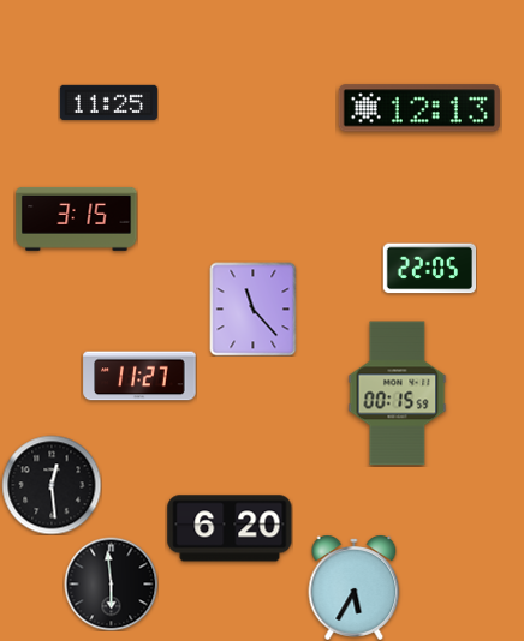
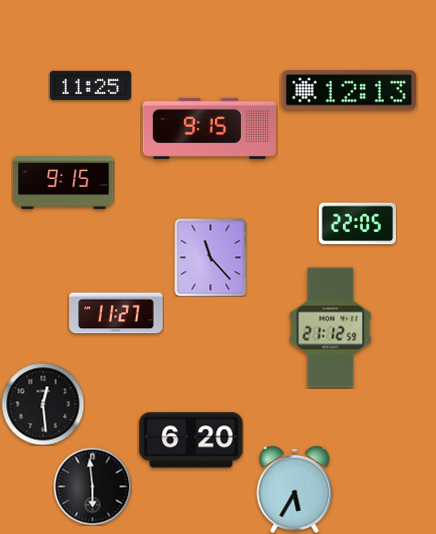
clock at (209, 128): none -> 9:15
clock at (77, 218): 3:15 -> 9:15
clock at (398, 394): 00:15 -> 21:12
